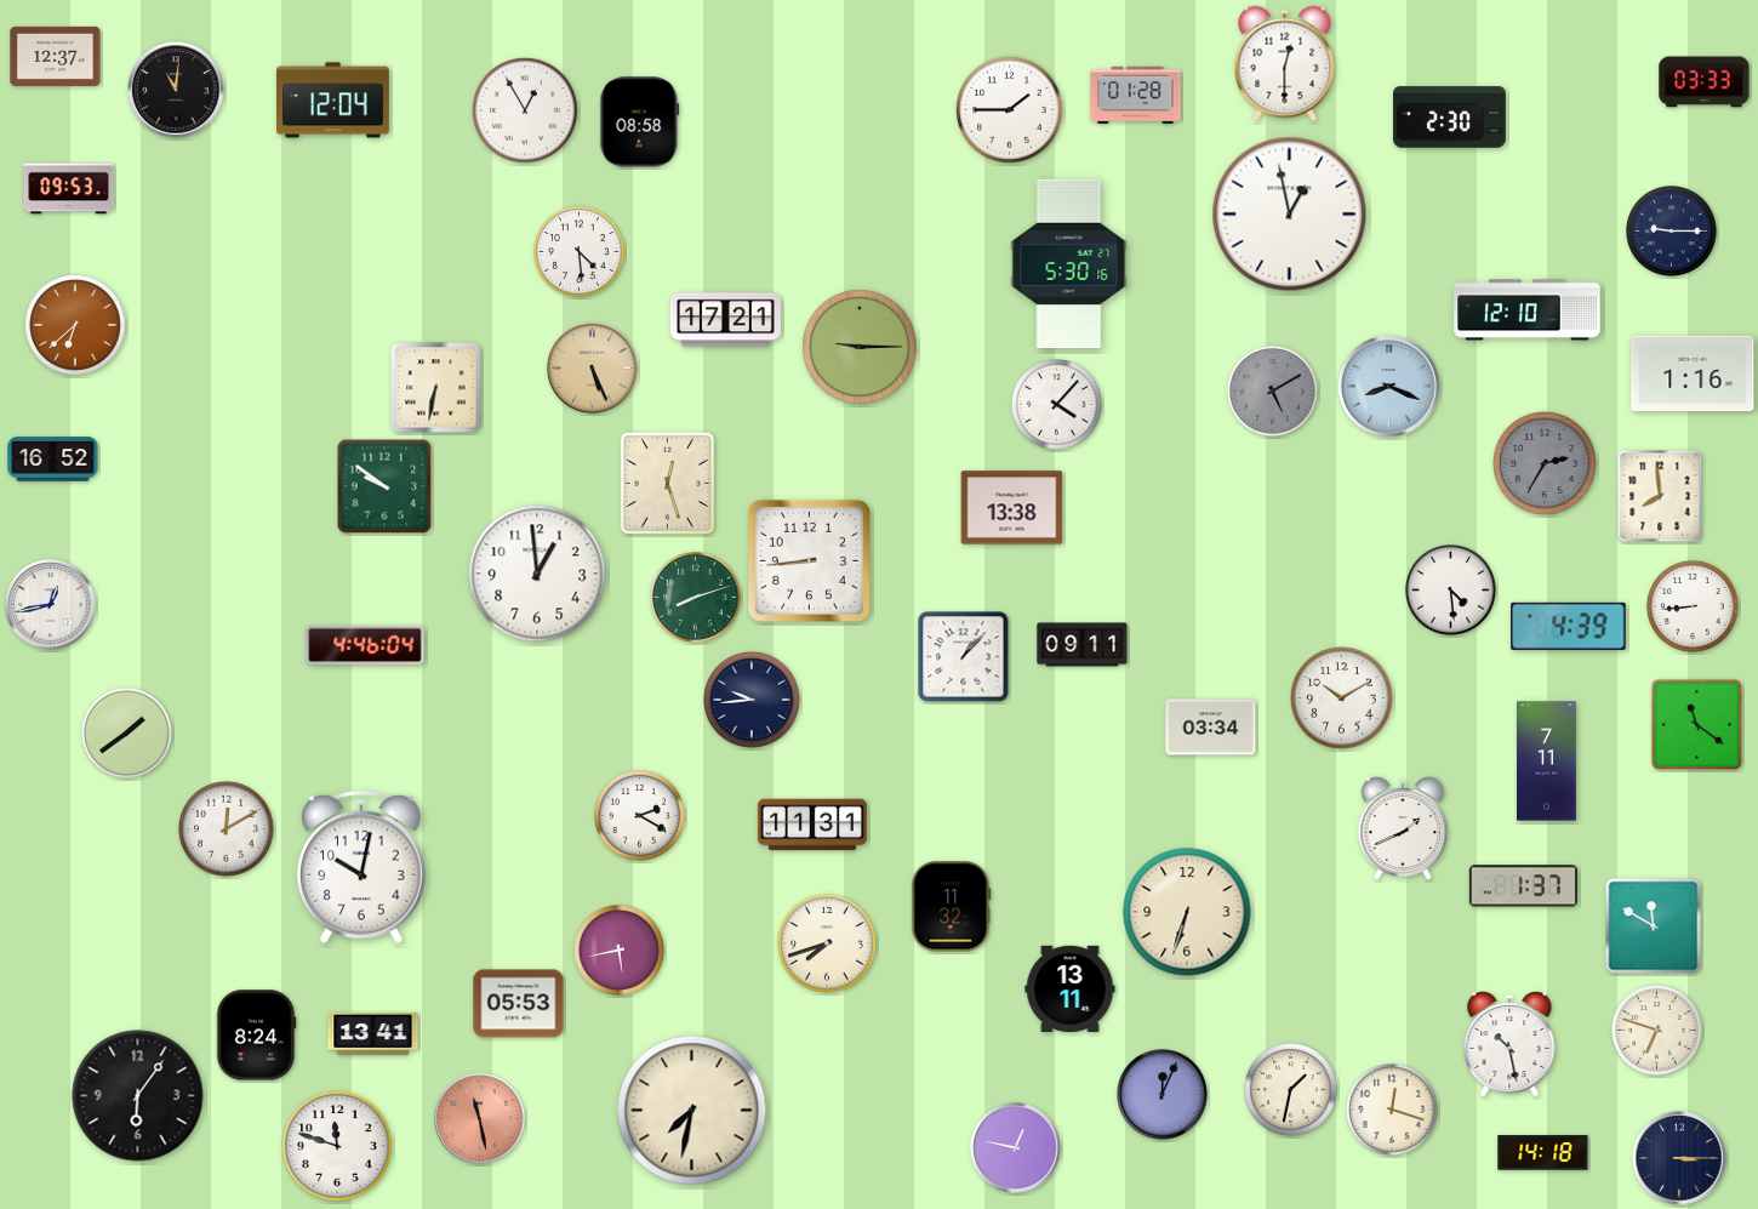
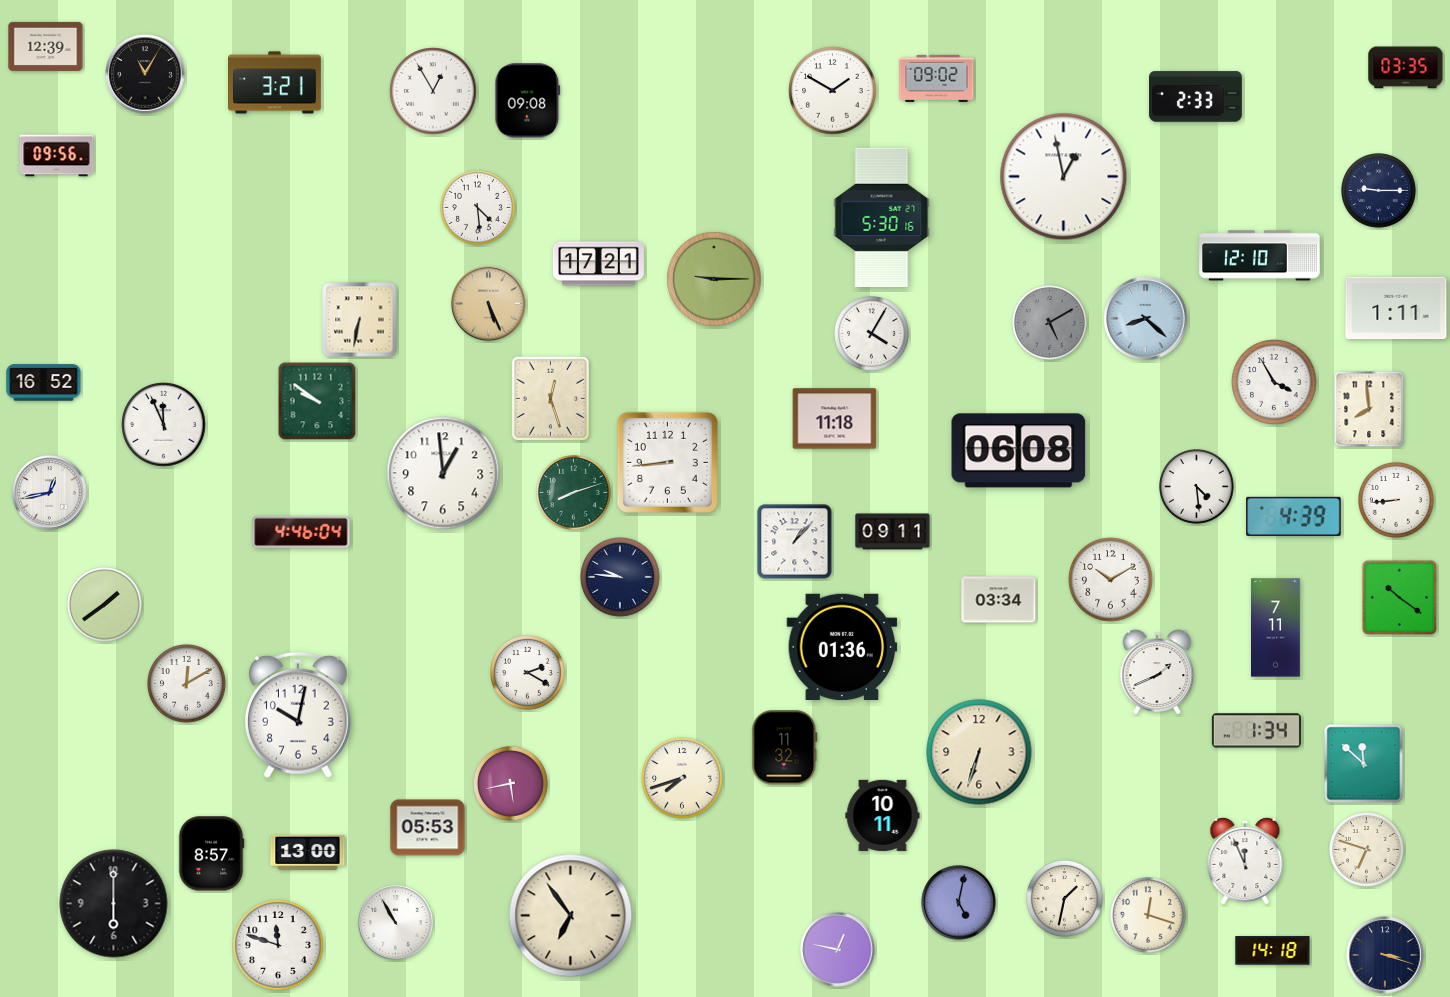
clock at (56, 56): 12:37 -> 12:39
clock at (1285, 64): 12:30 -> none
clock at (1705, 82): 03:33 -> 03:35
clock at (176, 90): 11:01 -> 11:05
clock at (1136, 95): 01:28 -> 09:02
clock at (333, 101): 12:04 -> 3:21
clock at (1010, 110): 1:45 -> 1:50
clock at (1450, 118): 2:30 -> 2:33
clock at (640, 122): 08:58 -> 09:08
clock at (69, 189): 09:53 -> 09:56
clock at (75, 325): 6:38 -> none
clock at (860, 347) position: (860, 347) -> (714, 279)
clock at (1693, 373): 1:16 -> 1:11
clock at (1389, 387): 8:19 -> 8:22
clock at (1057, 405): 4:07 -> 4:05
clock at (53, 460) position: (53, 460) -> (44, 383)
clock at (1545, 463): 2:35 -> 3:55
clock at (1545, 463) dial: grey -> white
clock at (1012, 508): 13:38 -> 11:18
clock at (164, 425): none -> 11:56
clock at (1019, 451): none -> 06:08
clock at (51, 605) position: (51, 605) -> (50, 493)
clock at (1342, 698) position: (1342, 698) -> (1111, 580)
clock at (752, 700): 9:44 -> 9:46
clock at (1697, 725): 11:21 -> 10:21
clock at (842, 646): none -> 01:36
clock at (812, 825): 11:31 -> none
clock at (1403, 828) position: (1403, 828) -> (1157, 672)
clock at (1523, 886): 1:37 -> 1:34
clock at (1654, 926): 11:50 -> 11:52
clock at (1071, 988): 13:11 -> 10:11
clock at (373, 1033): 13:41 -> 13:00
clock at (256, 1036): 8:24 -> 8:57
clock at (1509, 1044): 10:28 -> 11:56
clock at (1163, 1095): 12:04 -> 5:02
clock at (138, 1096): 6:06 -> 6:00
clock at (692, 1111): 7:32 -> 6:54
clock at (480, 1119): 11:28 -> 10:55
clock at (480, 1119) dial: salmon -> white
clock at (1016, 1148) position: (1016, 1148) -> (838, 950)
clock at (1679, 1158): 3:15 -> 3:18
